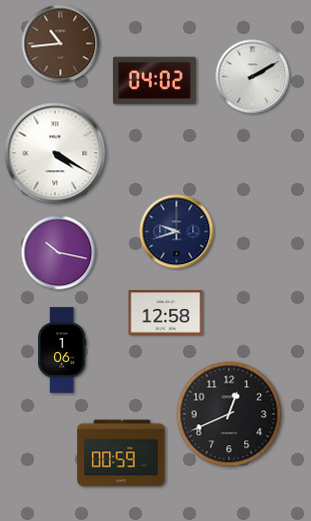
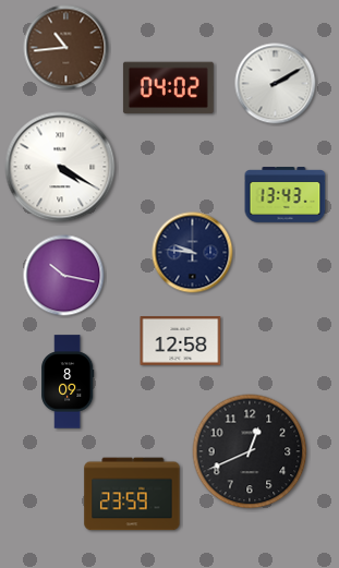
clock at (286, 195): none -> 13:43
clock at (177, 232): 9:42 -> 9:46
clock at (62, 350): 1:06 -> 8:09
clock at (121, 453): 00:59 -> 23:59
